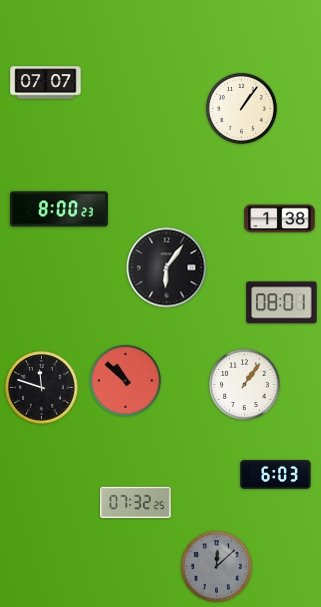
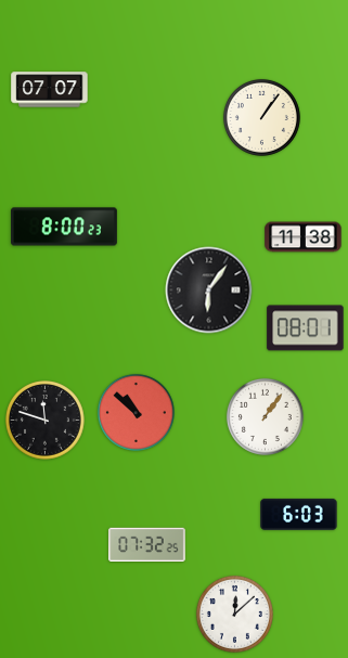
clock at (280, 219): 1:38 -> 11:38
clock at (167, 268) position: (167, 268) -> (209, 291)
clock at (216, 566) dial: grey -> white
